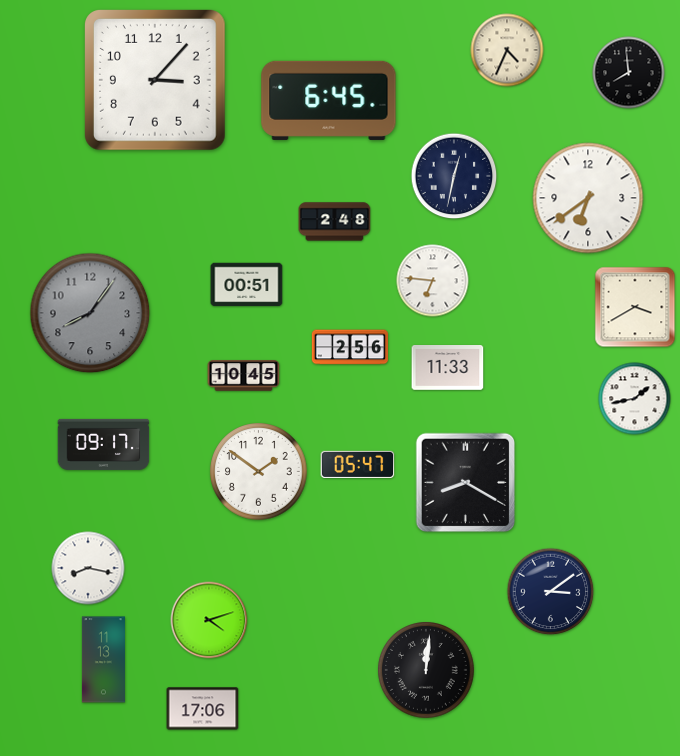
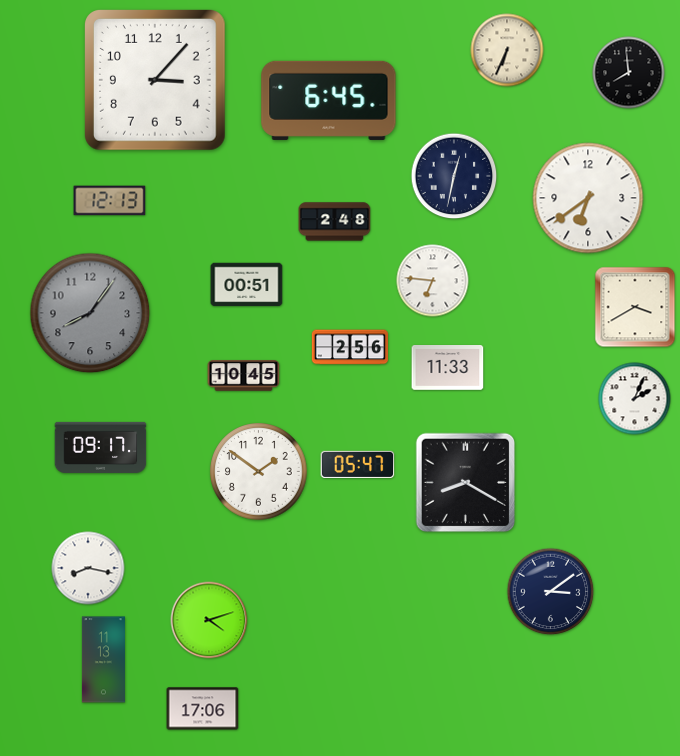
clock at (507, 50): 4:34 -> 6:34
clock at (110, 201): none -> 12:13
clock at (635, 399): 1:43 -> 2:04
clock at (104, 444) position: (104, 444) -> (101, 447)
clock at (427, 671): 12:01 -> none
